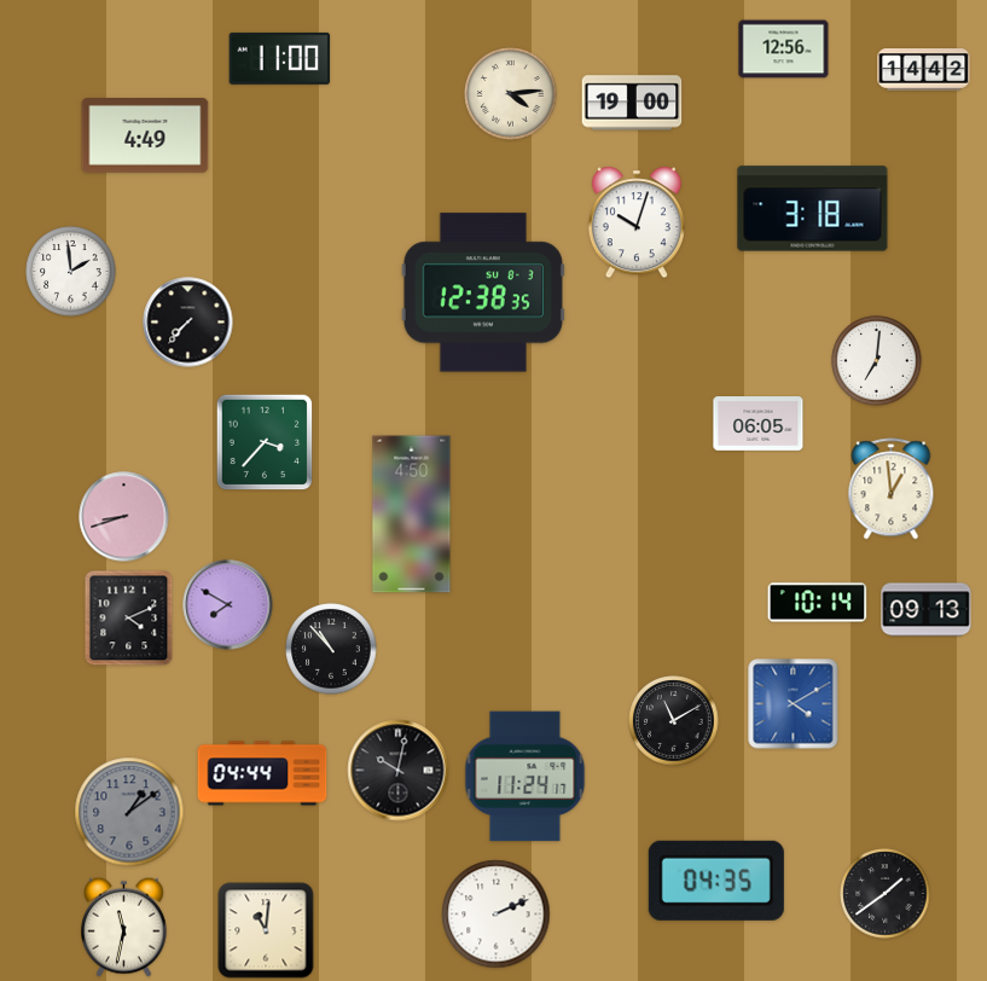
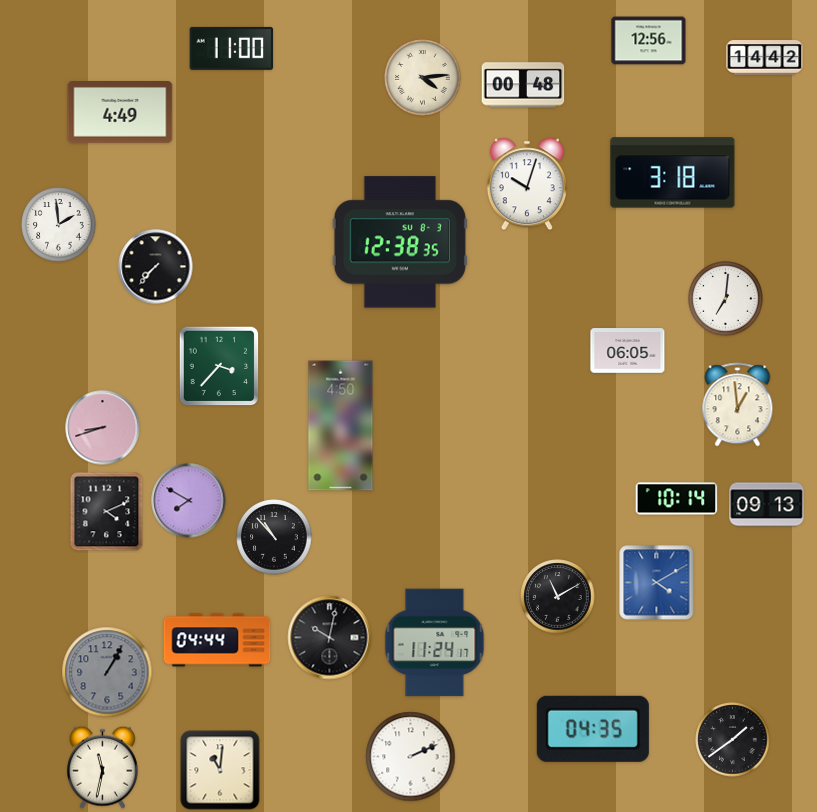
clock at (632, 103): 19:00 -> 00:48
clock at (129, 812): 1:09 -> 1:05
